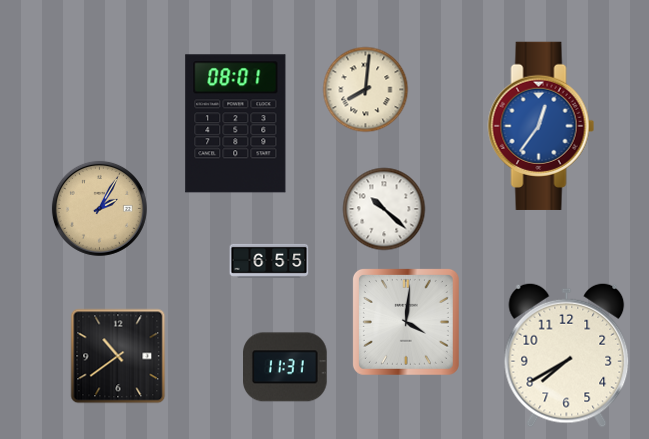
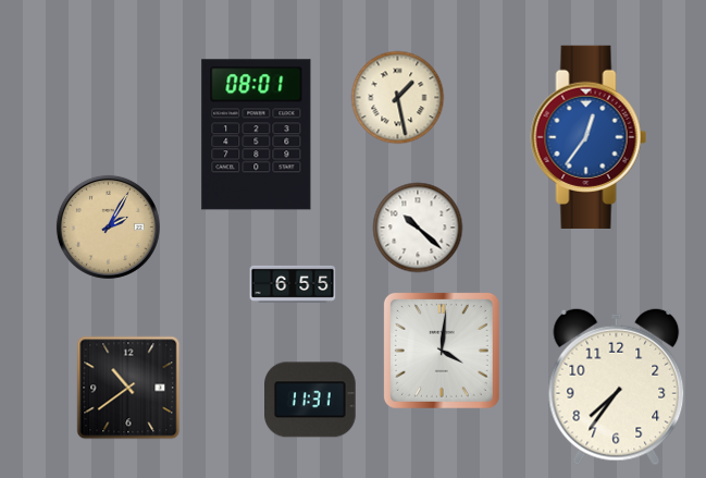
clock at (366, 90): 8:01 -> 1:28
clock at (567, 355): 7:40 -> 7:36
